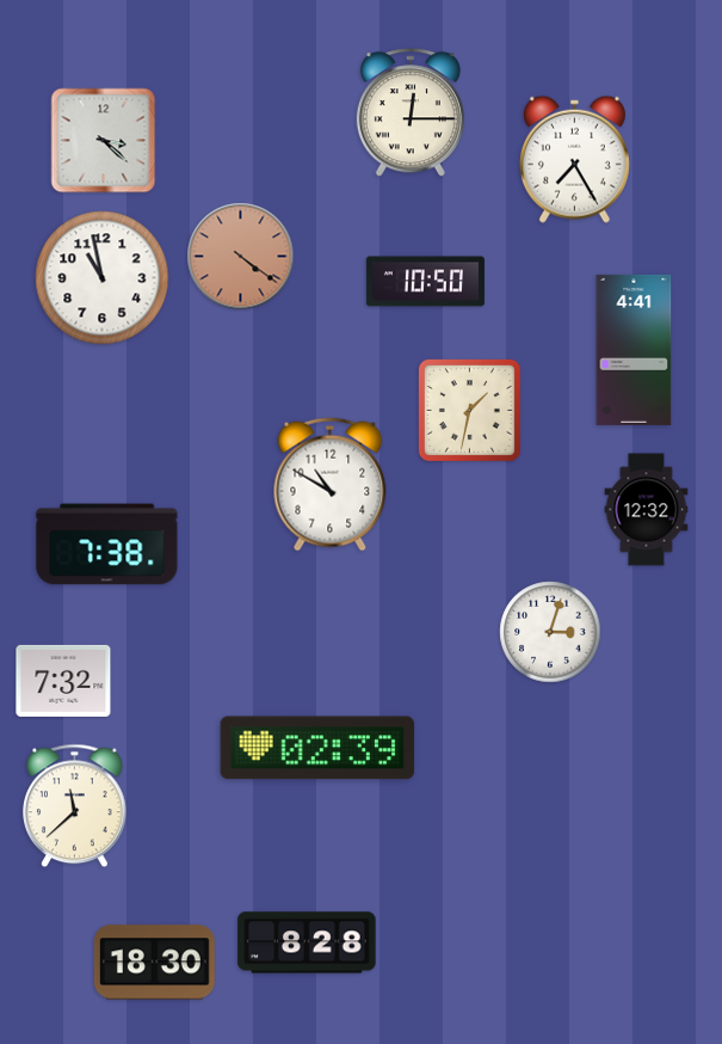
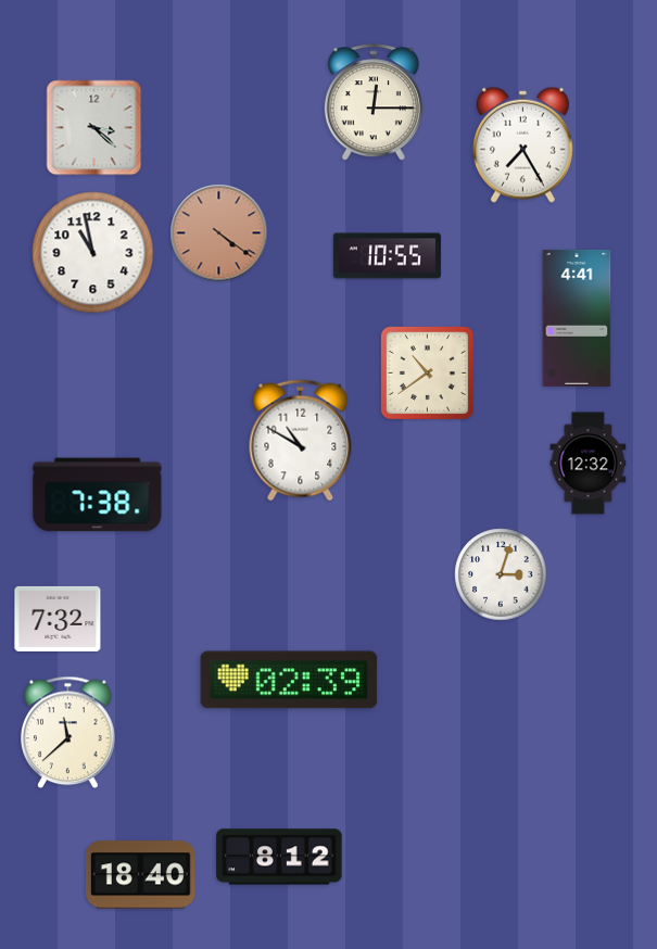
clock at (425, 282): 10:50 -> 10:55
clock at (469, 410): 1:32 -> 10:39
clock at (307, 942): 8:28 -> 8:12
clock at (154, 963): 18:30 -> 18:40
